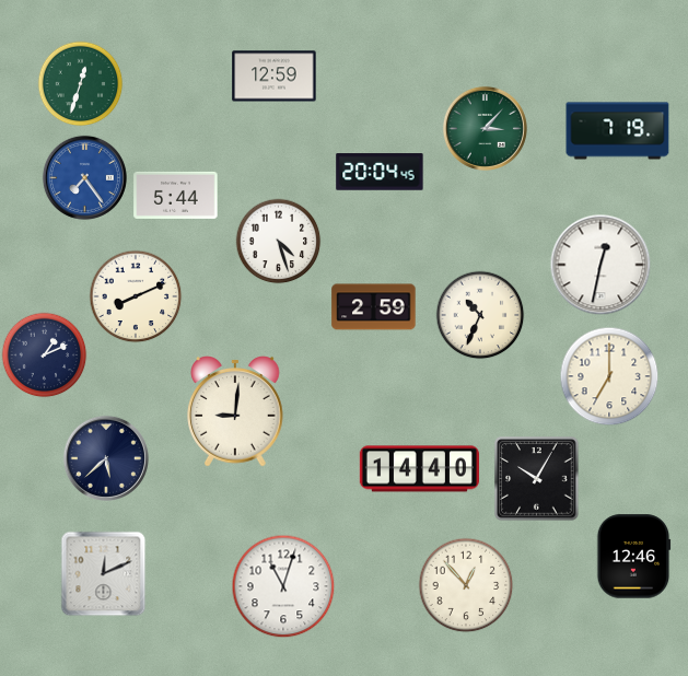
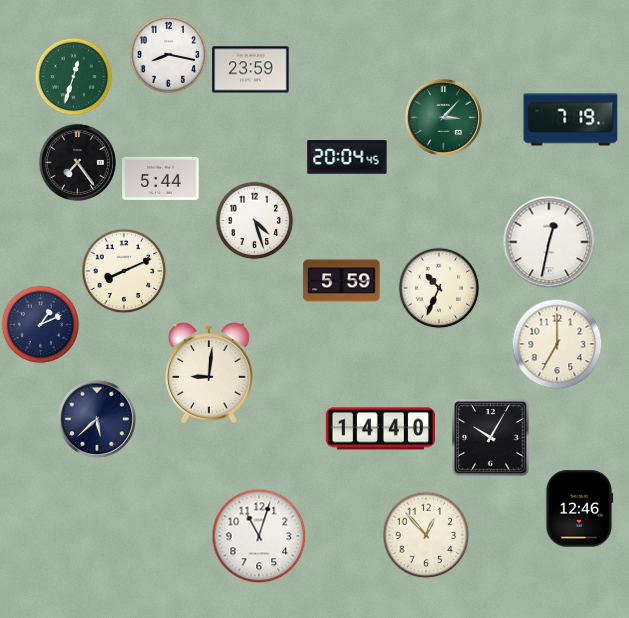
clock at (168, 54): none -> 8:17
clock at (275, 77): 12:59 -> 23:59
clock at (618, 131) position: (618, 131) -> (571, 120)
clock at (84, 177) dial: blue -> black
clock at (374, 307): 2:59 -> 5:59
clock at (236, 411) position: (236, 411) -> (210, 373)
clock at (419, 469) position: (419, 469) -> (380, 429)
clock at (103, 573): 12:11 -> none
